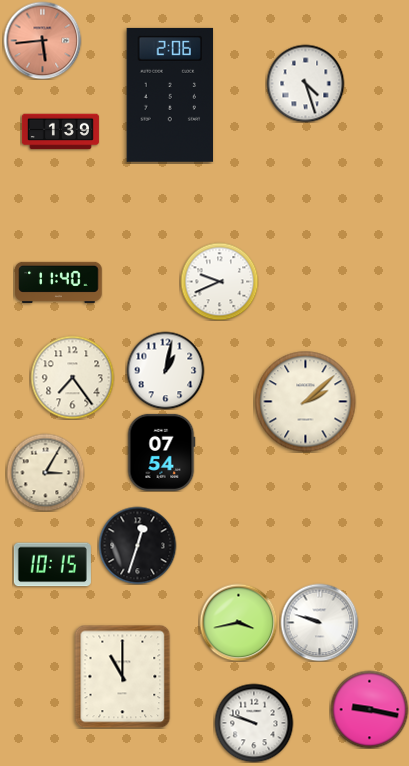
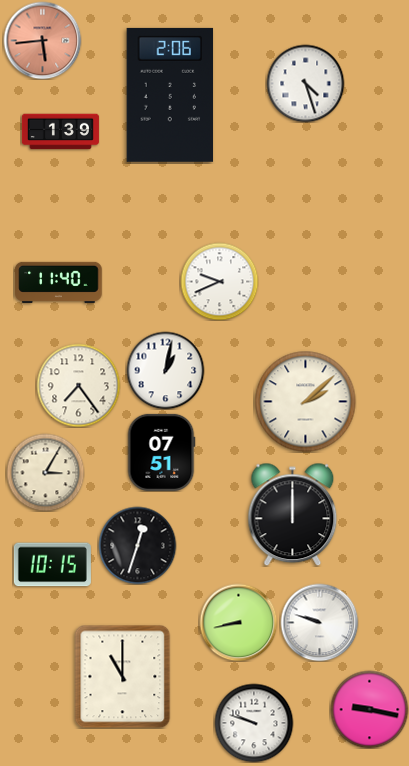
clock at (72, 377) position: (72, 377) -> (78, 385)
clock at (161, 452): 07:54 -> 07:51
clock at (293, 514): none -> 12:00
clock at (238, 622): 3:43 -> 8:43
